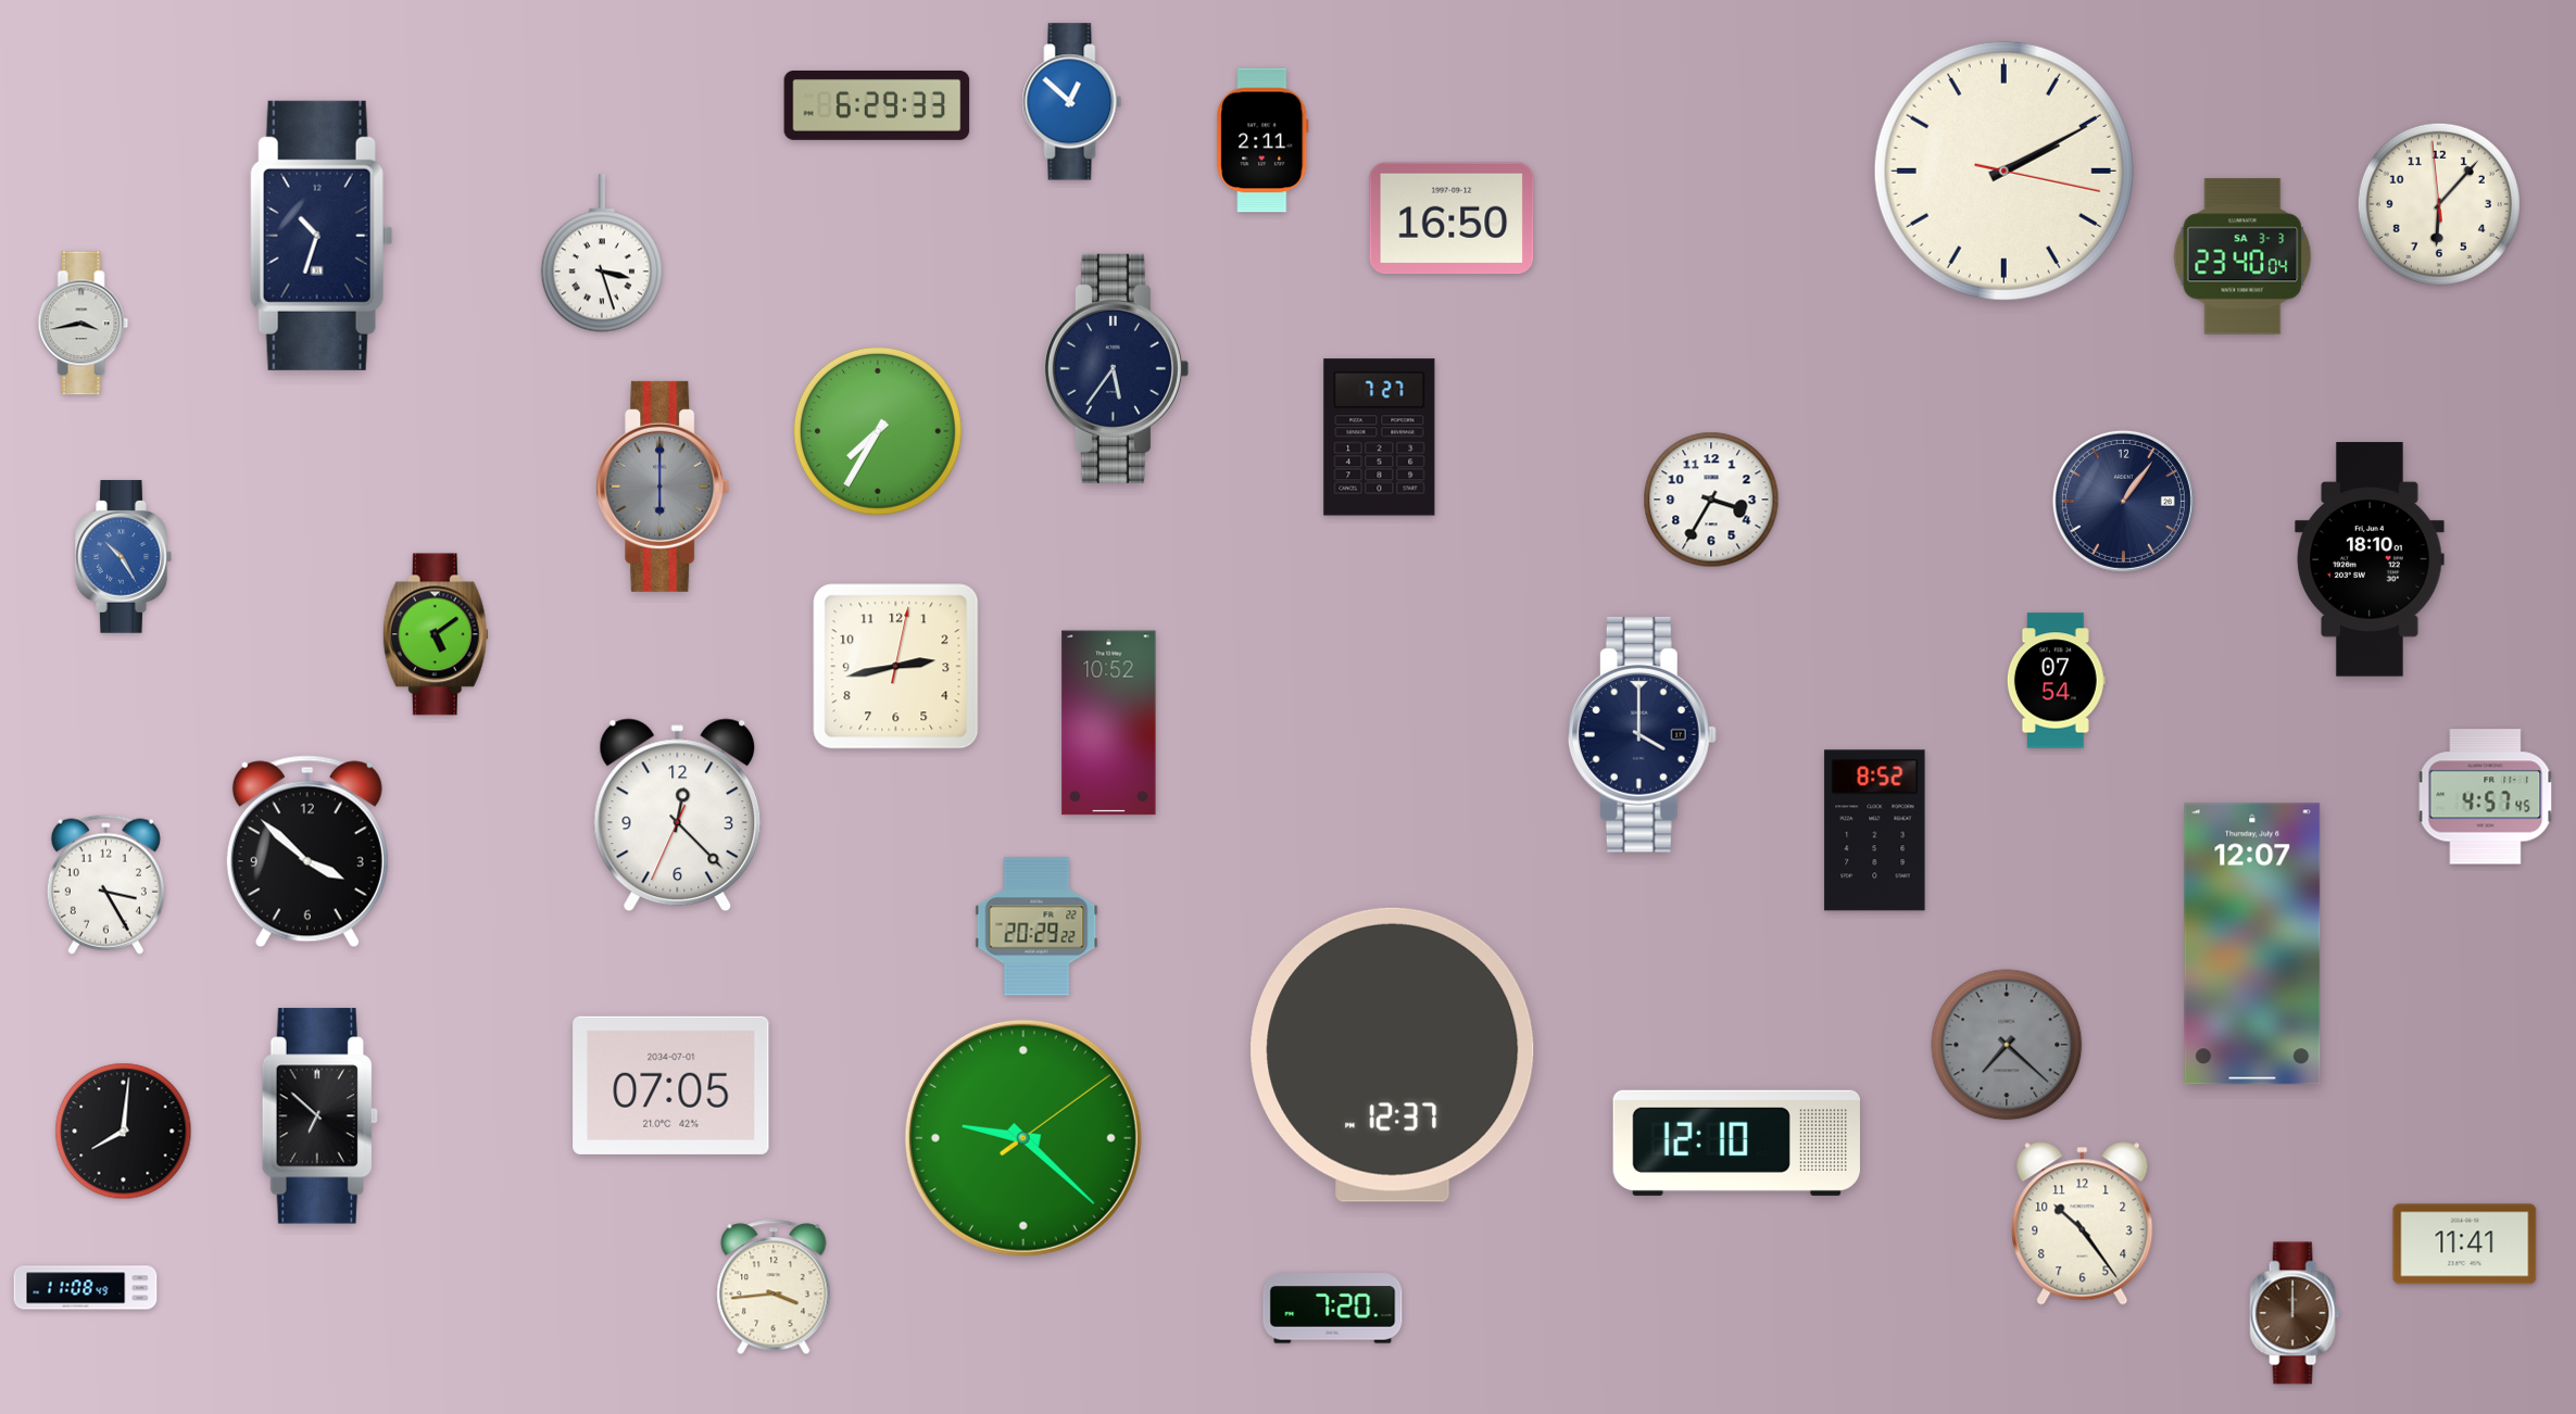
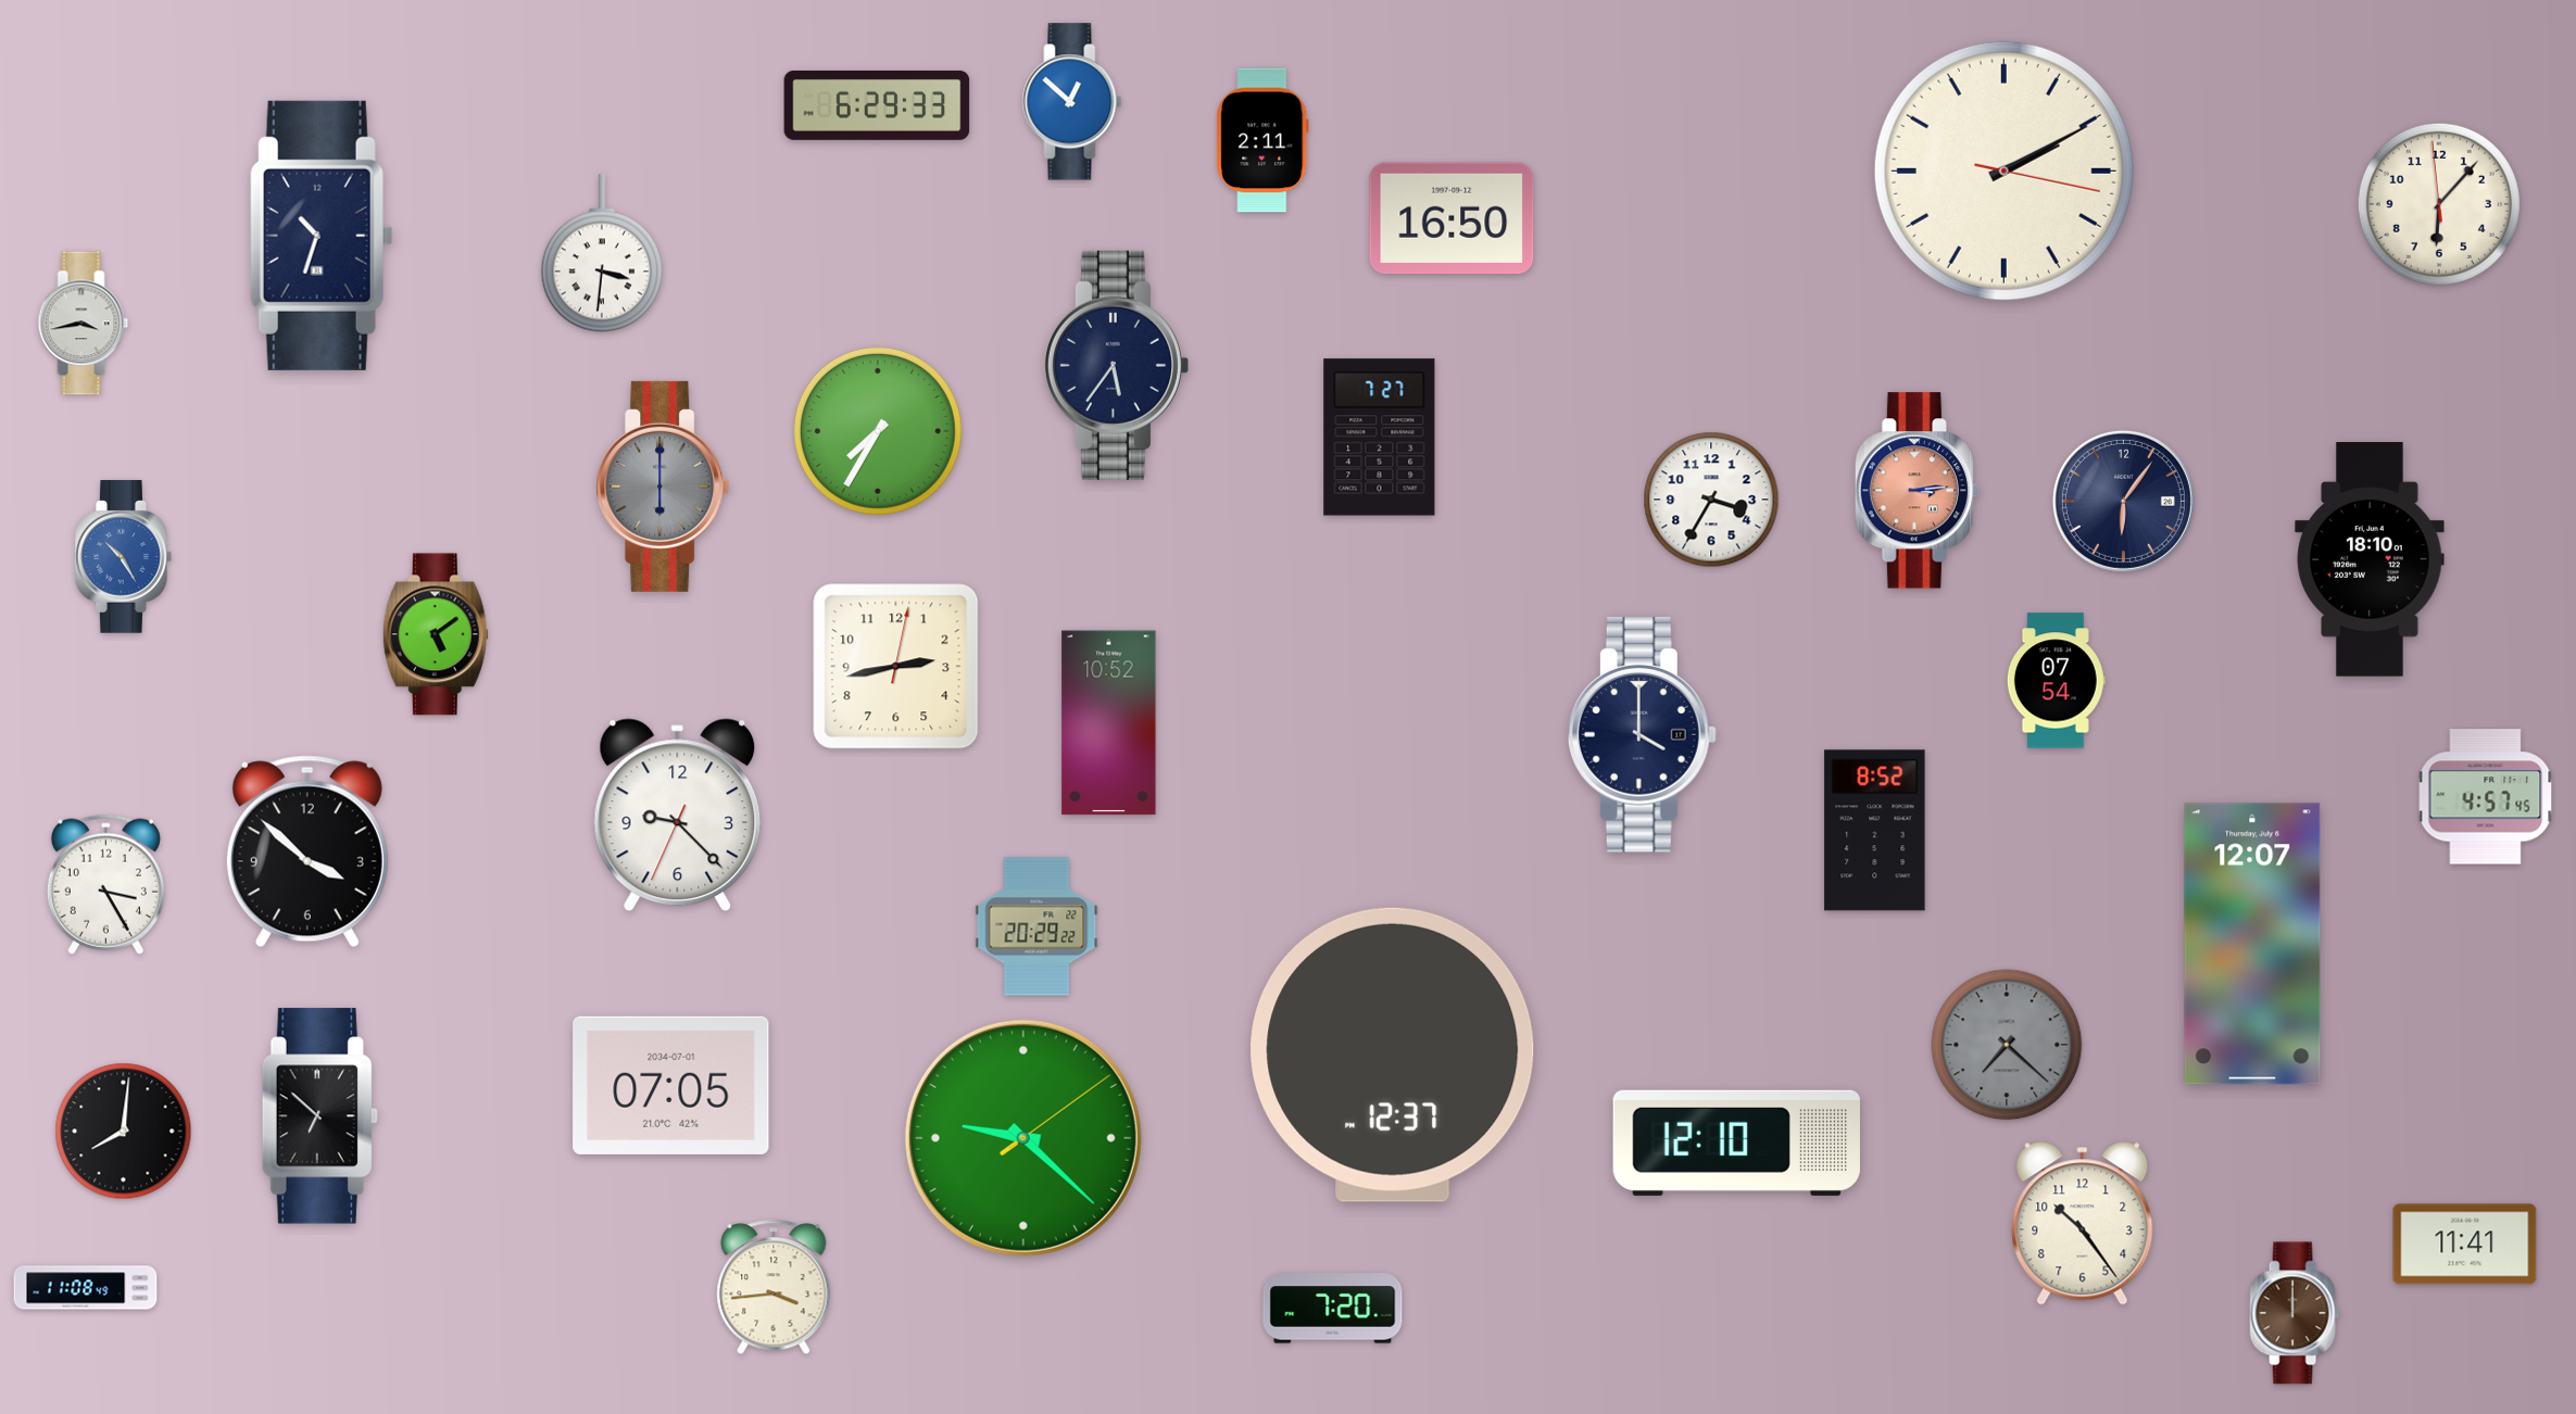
clock at (602, 253): 3:27 -> 3:31
clock at (2242, 256): 23:40 -> none
clock at (1116, 368) position: (1116, 368) -> (1116, 365)
clock at (1917, 491): none -> 3:14
clock at (2123, 501): 1:06 -> 6:06
clock at (678, 816): 12:22 -> 9:22
